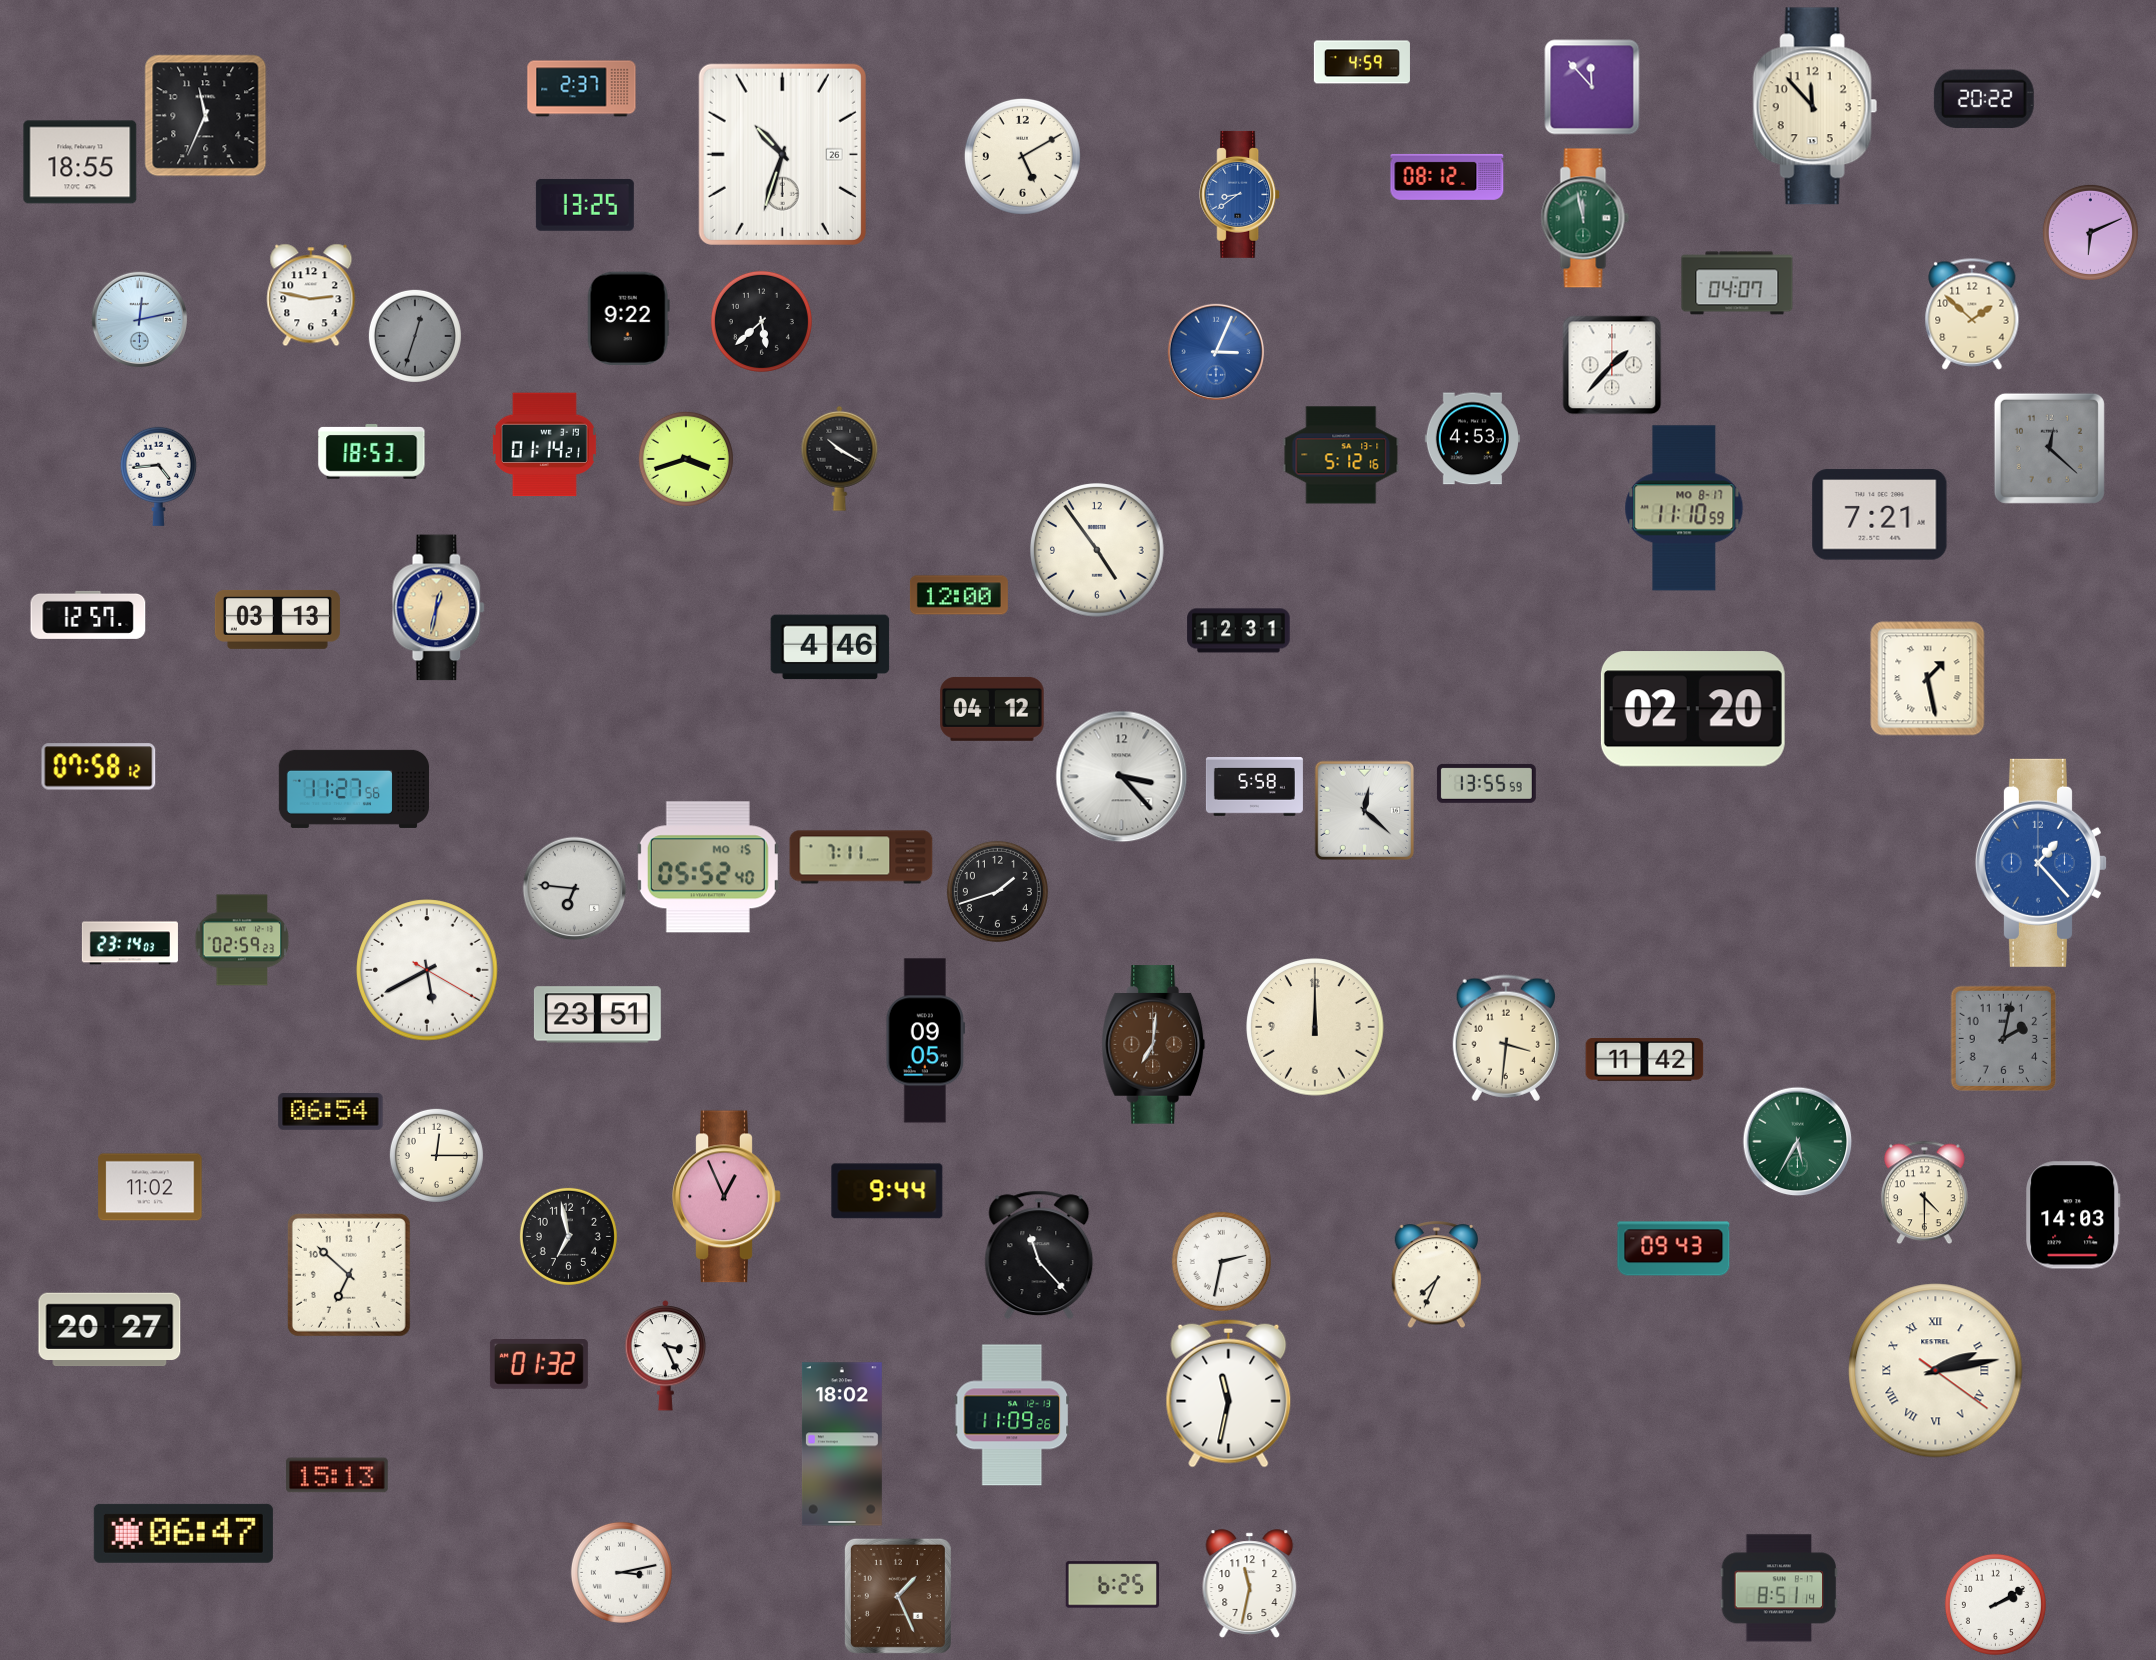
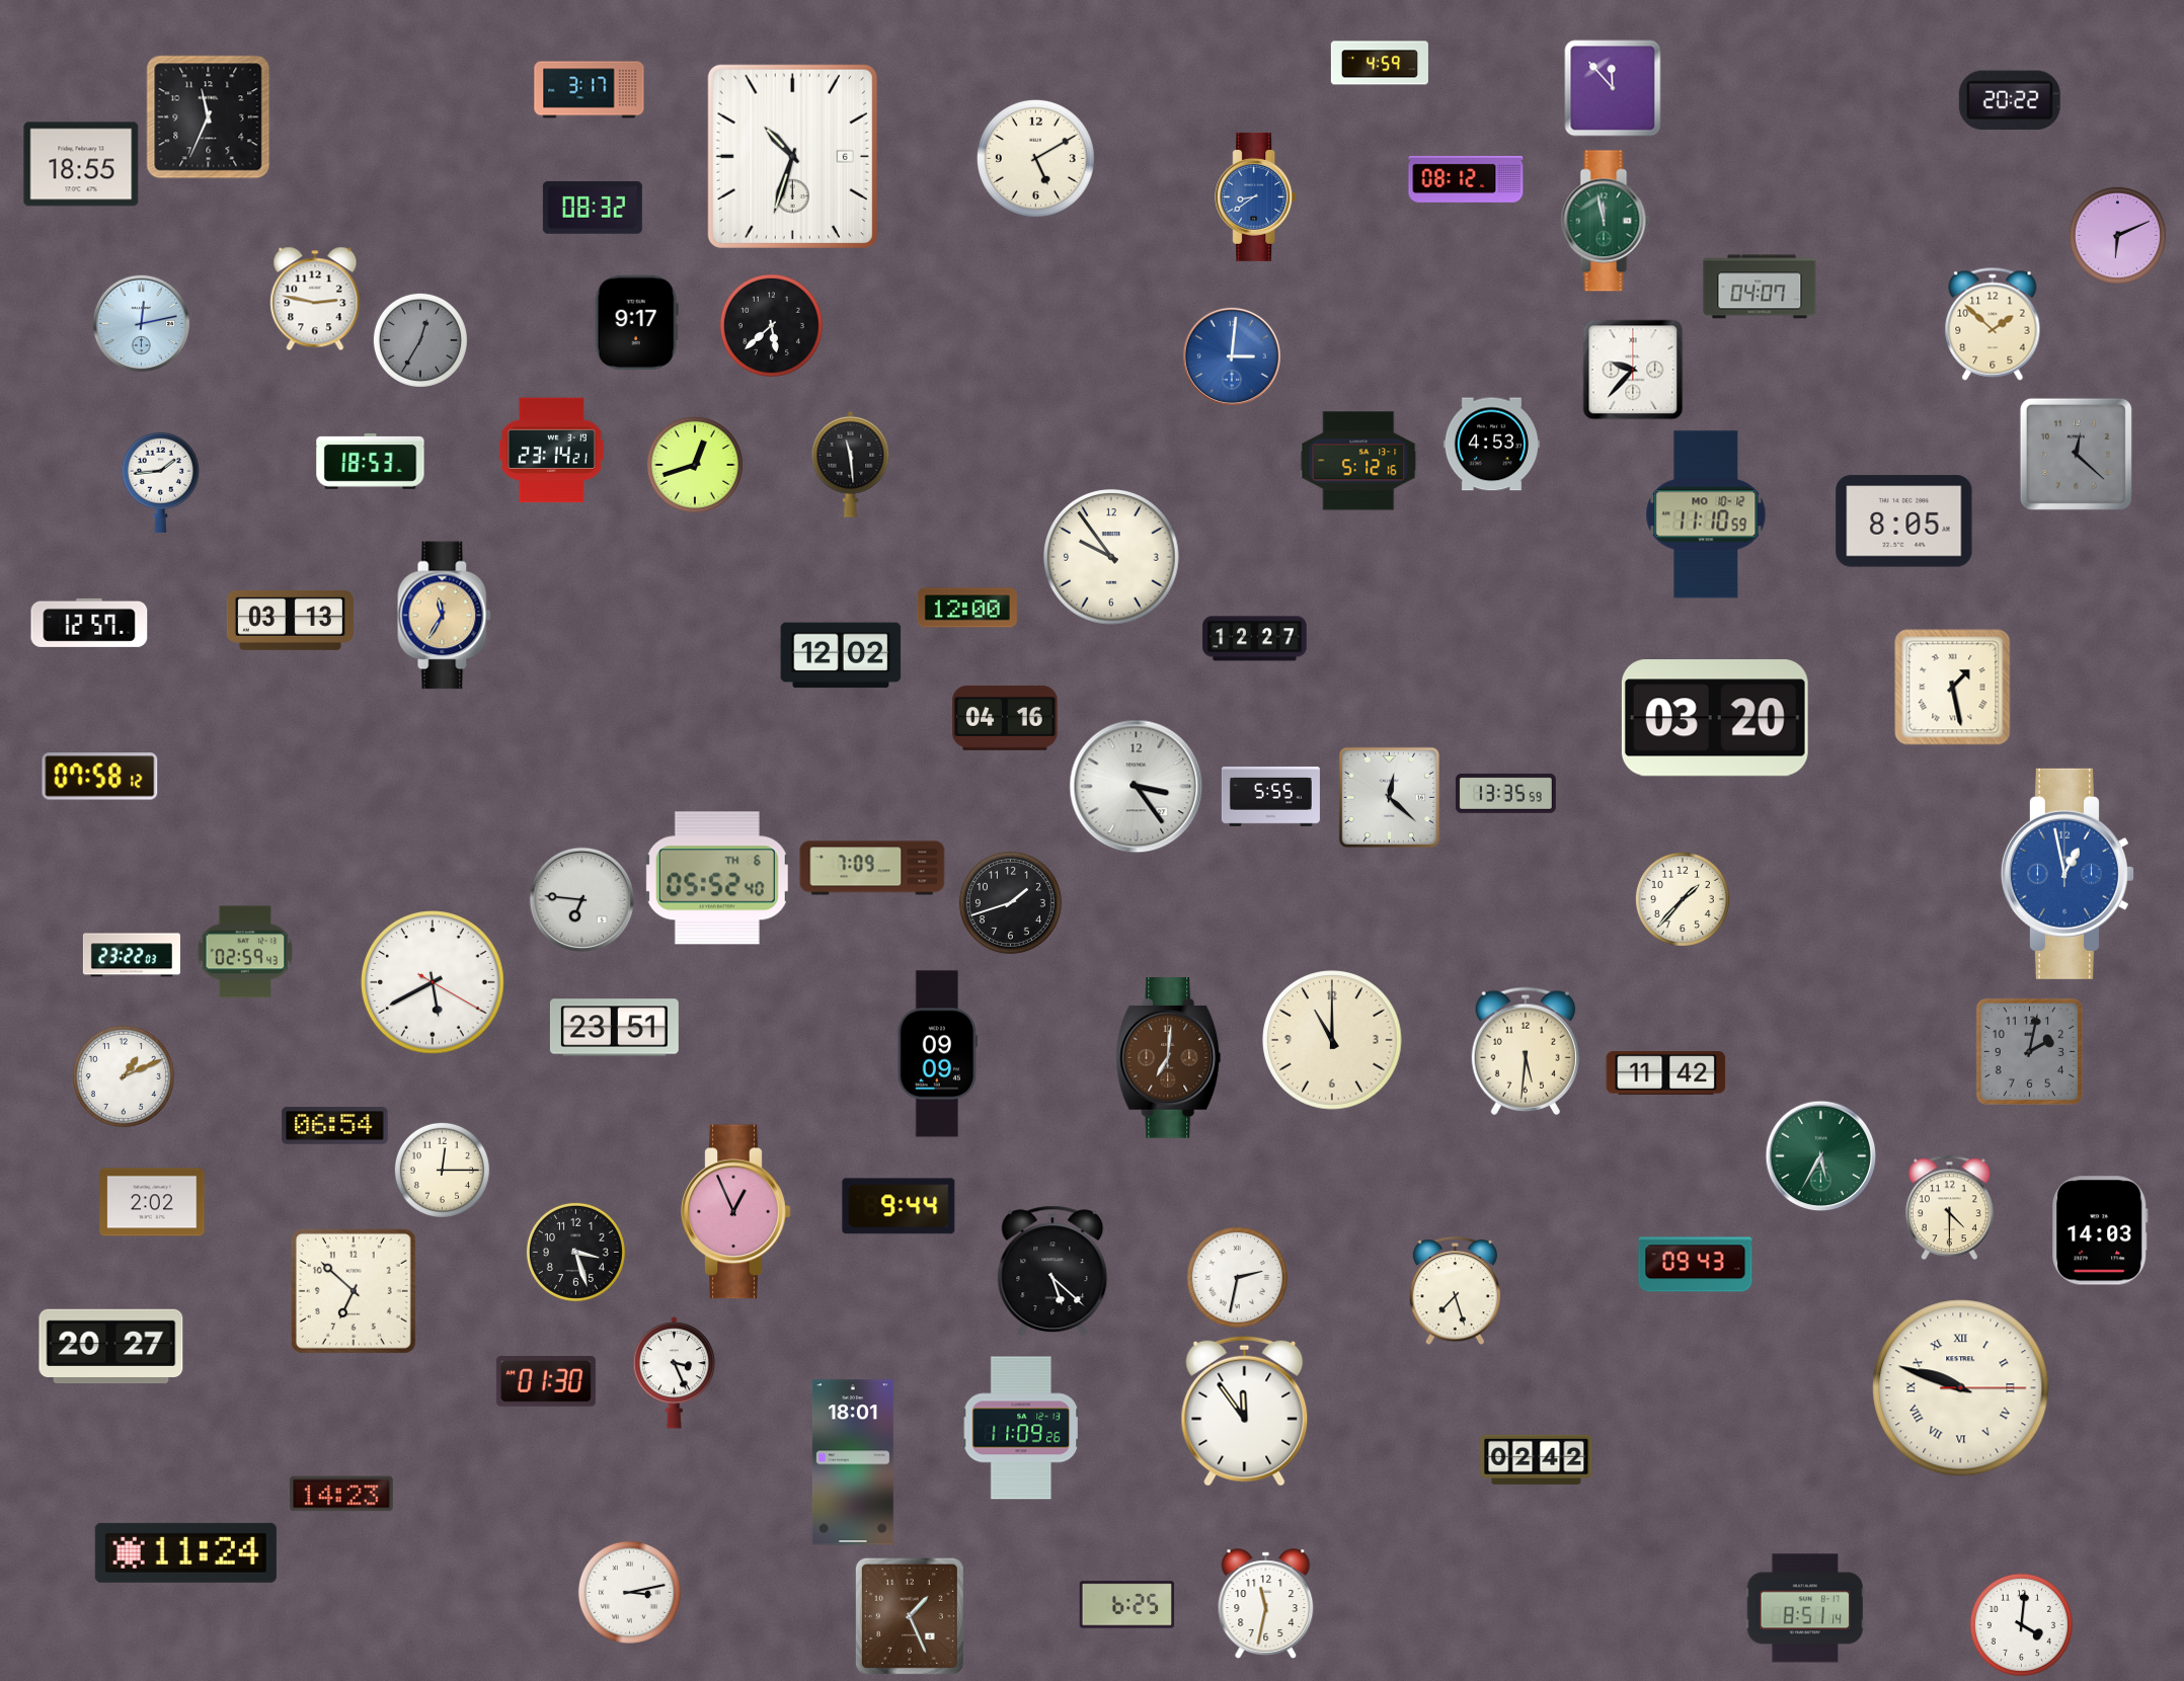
clock at (582, 89): 2:37 -> 3:17
clock at (1815, 106): 11:53 -> none
clock at (782, 154) date: 26 -> 6
clock at (585, 205): 13:25 -> 08:32
clock at (1972, 314) position: (1972, 314) -> (1993, 324)
clock at (628, 318): 9:22 -> 9:17
clock at (415, 336): 12:33 -> 12:35
clock at (1215, 351): 3:04 -> 3:01
clock at (1612, 365): 1:37 -> 9:37
clock at (544, 445): 01:14 -> 23:14
clock at (372, 452) position: (372, 452) -> (371, 462)
clock at (840, 458): 10:20 -> 11:29
clock at (686, 459): 3:42 -> 12:42
clock at (158, 476): 4:44 -> 1:44
clock at (1684, 508) date: MO 8-17 -> MO 10-12
clock at (1880, 515): 7:21 -> 8:05
clock at (1098, 551): 4:54 -> 9:54
clock at (959, 595) position: (959, 595) -> (967, 608)
clock at (439, 608): 12:32 -> 11:35
clock at (277, 619) position: (277, 619) -> (290, 620)
clock at (1239, 631): 12:31 -> 12:27
clock at (830, 647): 4:46 -> 12:02
clock at (992, 709): 04:12 -> 04:16
clock at (1693, 709): 02:20 -> 03:20
clock at (1122, 777): 3:23 -> 3:24
clock at (1486, 783): 13:55 -> 13:35
clock at (1254, 787): 5:58 -> 5:55
clock at (354, 789): 11:27 -> none
clock at (1364, 810) position: (1364, 810) -> (1389, 797)
clock at (861, 857): 7:11 -> 7:09
clock at (2041, 863): 1:23 -> 12:58
clock at (708, 867) date: MO 15 -> TH 6
clock at (1683, 899): none -> 1:37
clock at (242, 940): 02:59:23 -> 02:59:43
clock at (130, 943): 23:14 -> 23:22
clock at (597, 1015) position: (597, 1015) -> (614, 1028)
clock at (1315, 1027): 12:00 -> 11:00
clock at (1506, 1038): 3:31 -> 5:31
clock at (925, 1041): 09:05 -> 09:09
clock at (124, 1076): none -> 1:11
clock at (150, 1187): 11:02 -> 2:02
clock at (568, 1236): 6:58 -> 3:27
clock at (1039, 1255): 11:23 -> 5:22
clock at (1437, 1275): 7:34 -> 7:27
clock at (539, 1365): 01:32 -> 01:30
clock at (1936, 1371): 2:13 -> 9:48
clock at (1229, 1393): 11:32 -> 11:54
clock at (1012, 1415) position: (1012, 1415) -> (1021, 1428)
clock at (1537, 1459): none -> 02:42
clock at (842, 1444): 18:02 -> 18:01
clock at (337, 1475): 15:13 -> 14:23
clock at (183, 1533): 06:47 -> 11:24
clock at (1779, 1588) position: (1779, 1588) -> (1805, 1608)
clock at (1995, 1604): 2:10 -> 4:01
